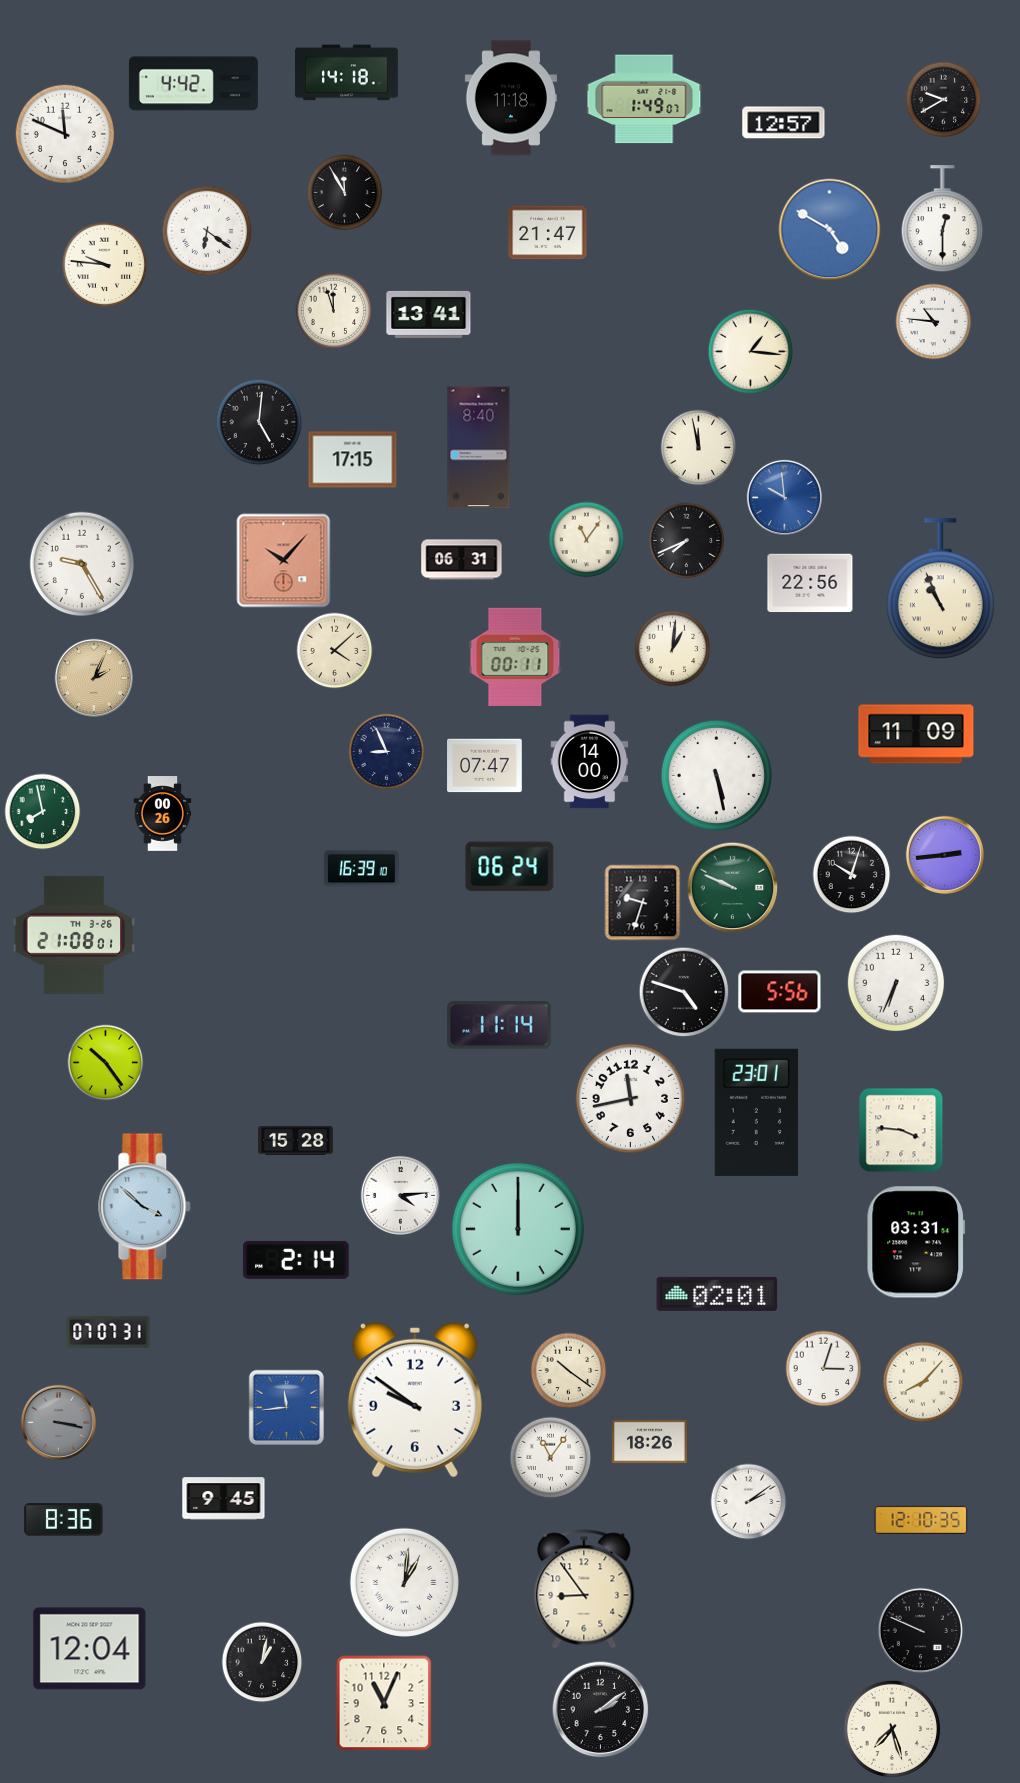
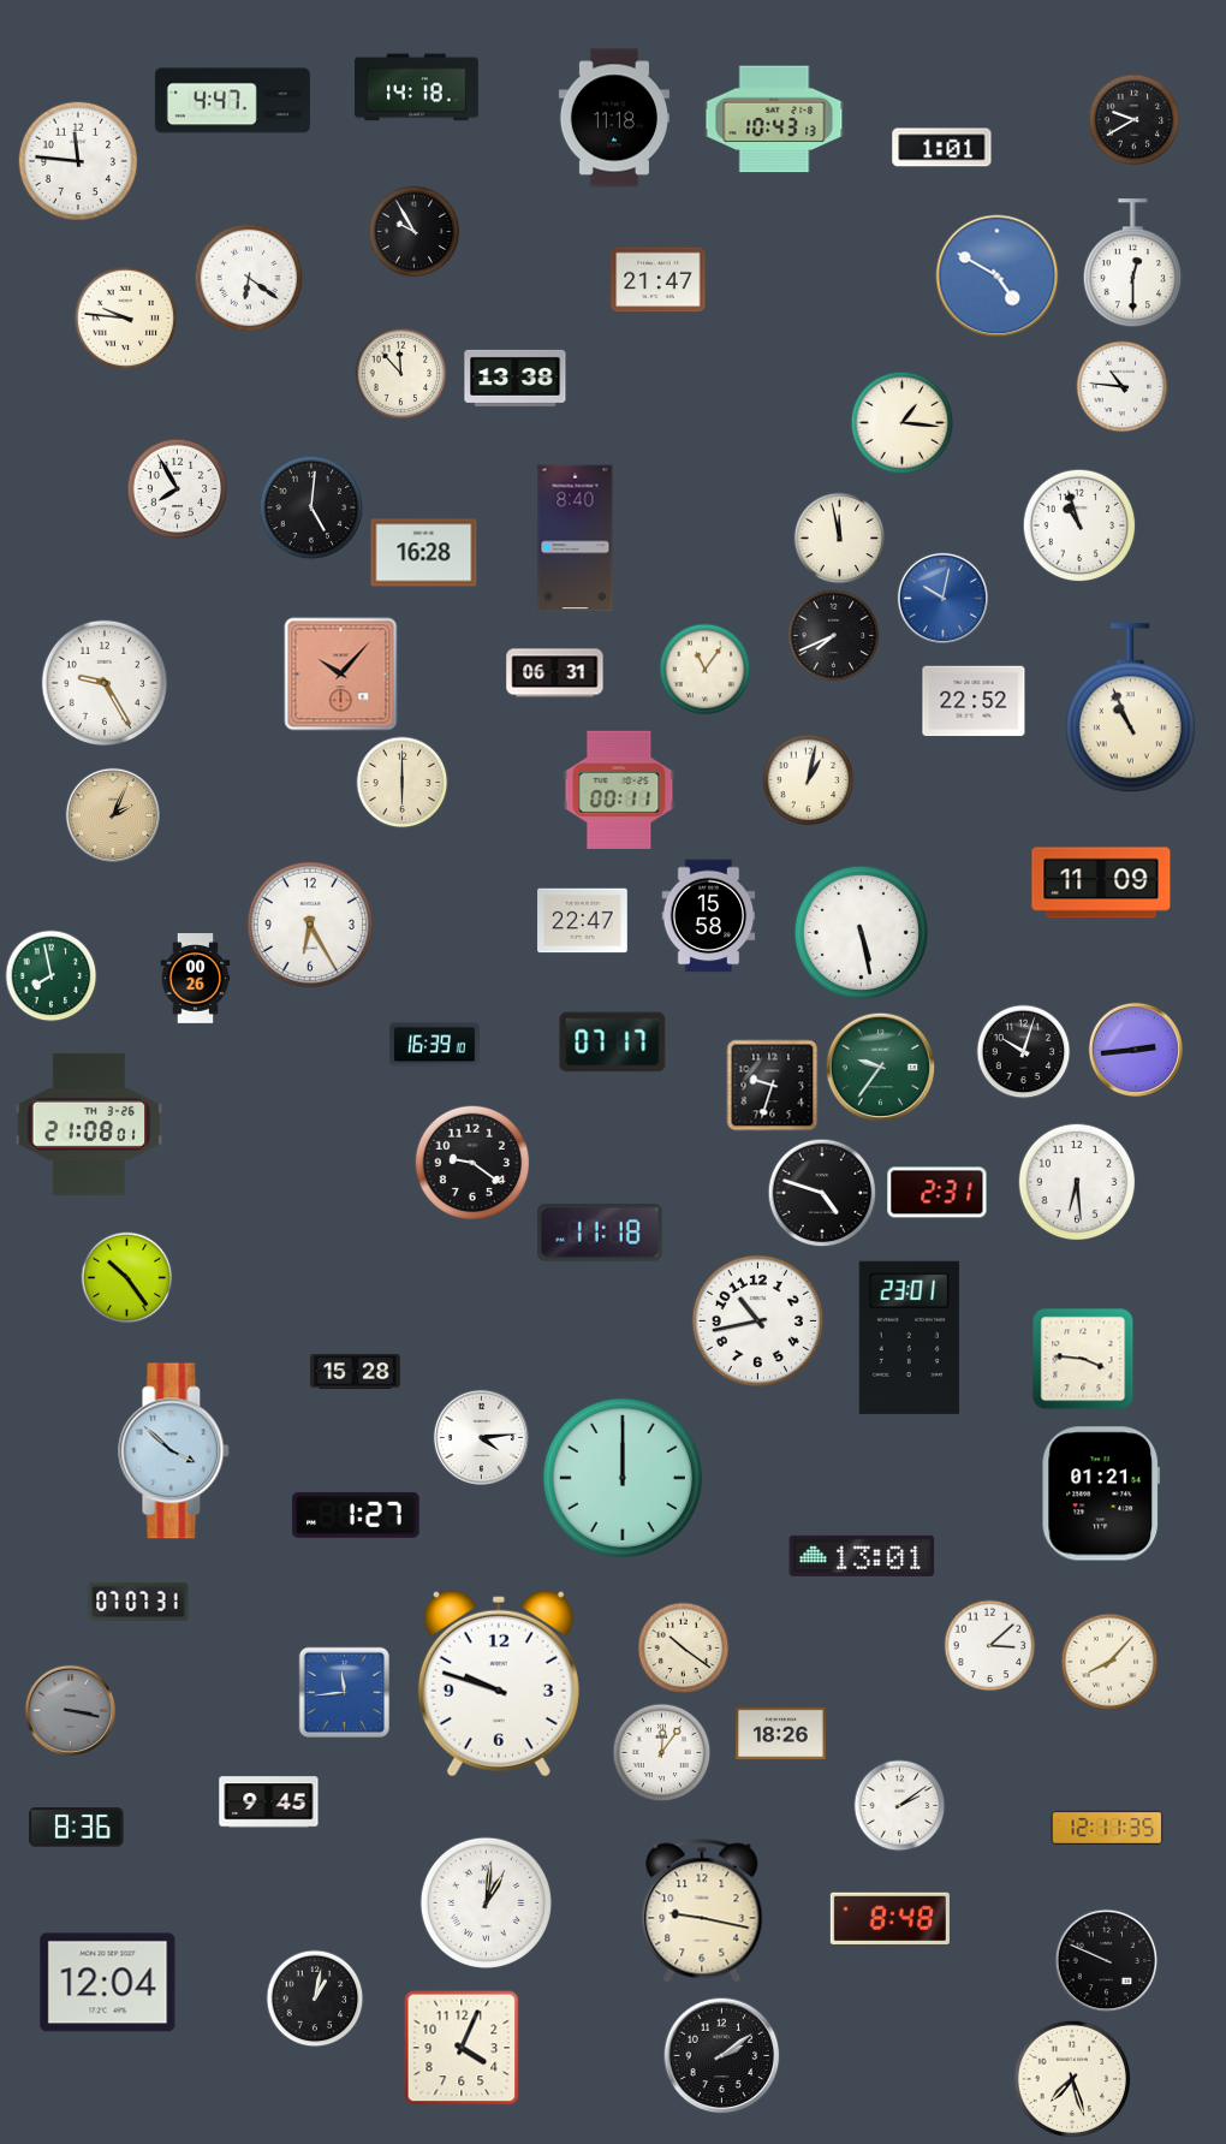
clock at (193, 84): 4:42 -> 4:47
clock at (644, 99): 1:49 -> 10:43
clock at (784, 123): 12:57 -> 1:01
clock at (65, 134): 11:49 -> 11:46
clock at (345, 193): 11:55 -> 9:55
clock at (334, 311): 11:57 -> 11:53
clock at (429, 314): 13:41 -> 13:38
clock at (178, 489): none -> 7:55
clock at (1079, 525): none -> 10:57
clock at (353, 460): 17:15 -> 16:28
clock at (784, 497): 9:59 -> 10:02
clock at (587, 540) position: (587, 540) -> (706, 670)
clock at (687, 541) position: (687, 541) -> (834, 636)
clock at (81, 563) position: (81, 563) -> (103, 682)
clock at (810, 583): 22:56 -> 22:52
clock at (673, 649): 1:01 -> 1:02
clock at (335, 651): 4:08 -> 6:00
clock at (387, 752): 8:56 -> none
clock at (590, 762): 14:00 -> 15:58
clock at (485, 766): 07:47 -> 22:47
clock at (309, 923): none -> 6:25
clock at (944, 854) position: (944, 854) -> (1135, 1049)
clock at (510, 867): 06:24 -> 07:17
clock at (733, 888): 9:49 -> 9:36
clock at (472, 1163): none -> 9:21
clock at (896, 983): 6:34 -> 6:29
clock at (780, 992): 5:56 -> 2:31
clock at (499, 1025): 11:14 -> 11:18
clock at (630, 1098): 11:43 -> 10:43
clock at (915, 1242): 03:31 -> 01:21
clock at (296, 1260): 2:14 -> 1:27
clock at (717, 1294): 02:01 -> 13:01
clock at (108, 1332) position: (108, 1332) -> (138, 1602)
clock at (824, 1369): 3:03 -> 3:08
clock at (415, 1400): 9:51 -> 9:48
clock at (551, 1458): 11:06 -> 12:06
clock at (921, 1520): 12:10 -> 12:11
clock at (584, 1589): 8:54 -> 9:17
clock at (889, 1918): none -> 8:48
clock at (384, 1703): 11:04 -> 4:04
